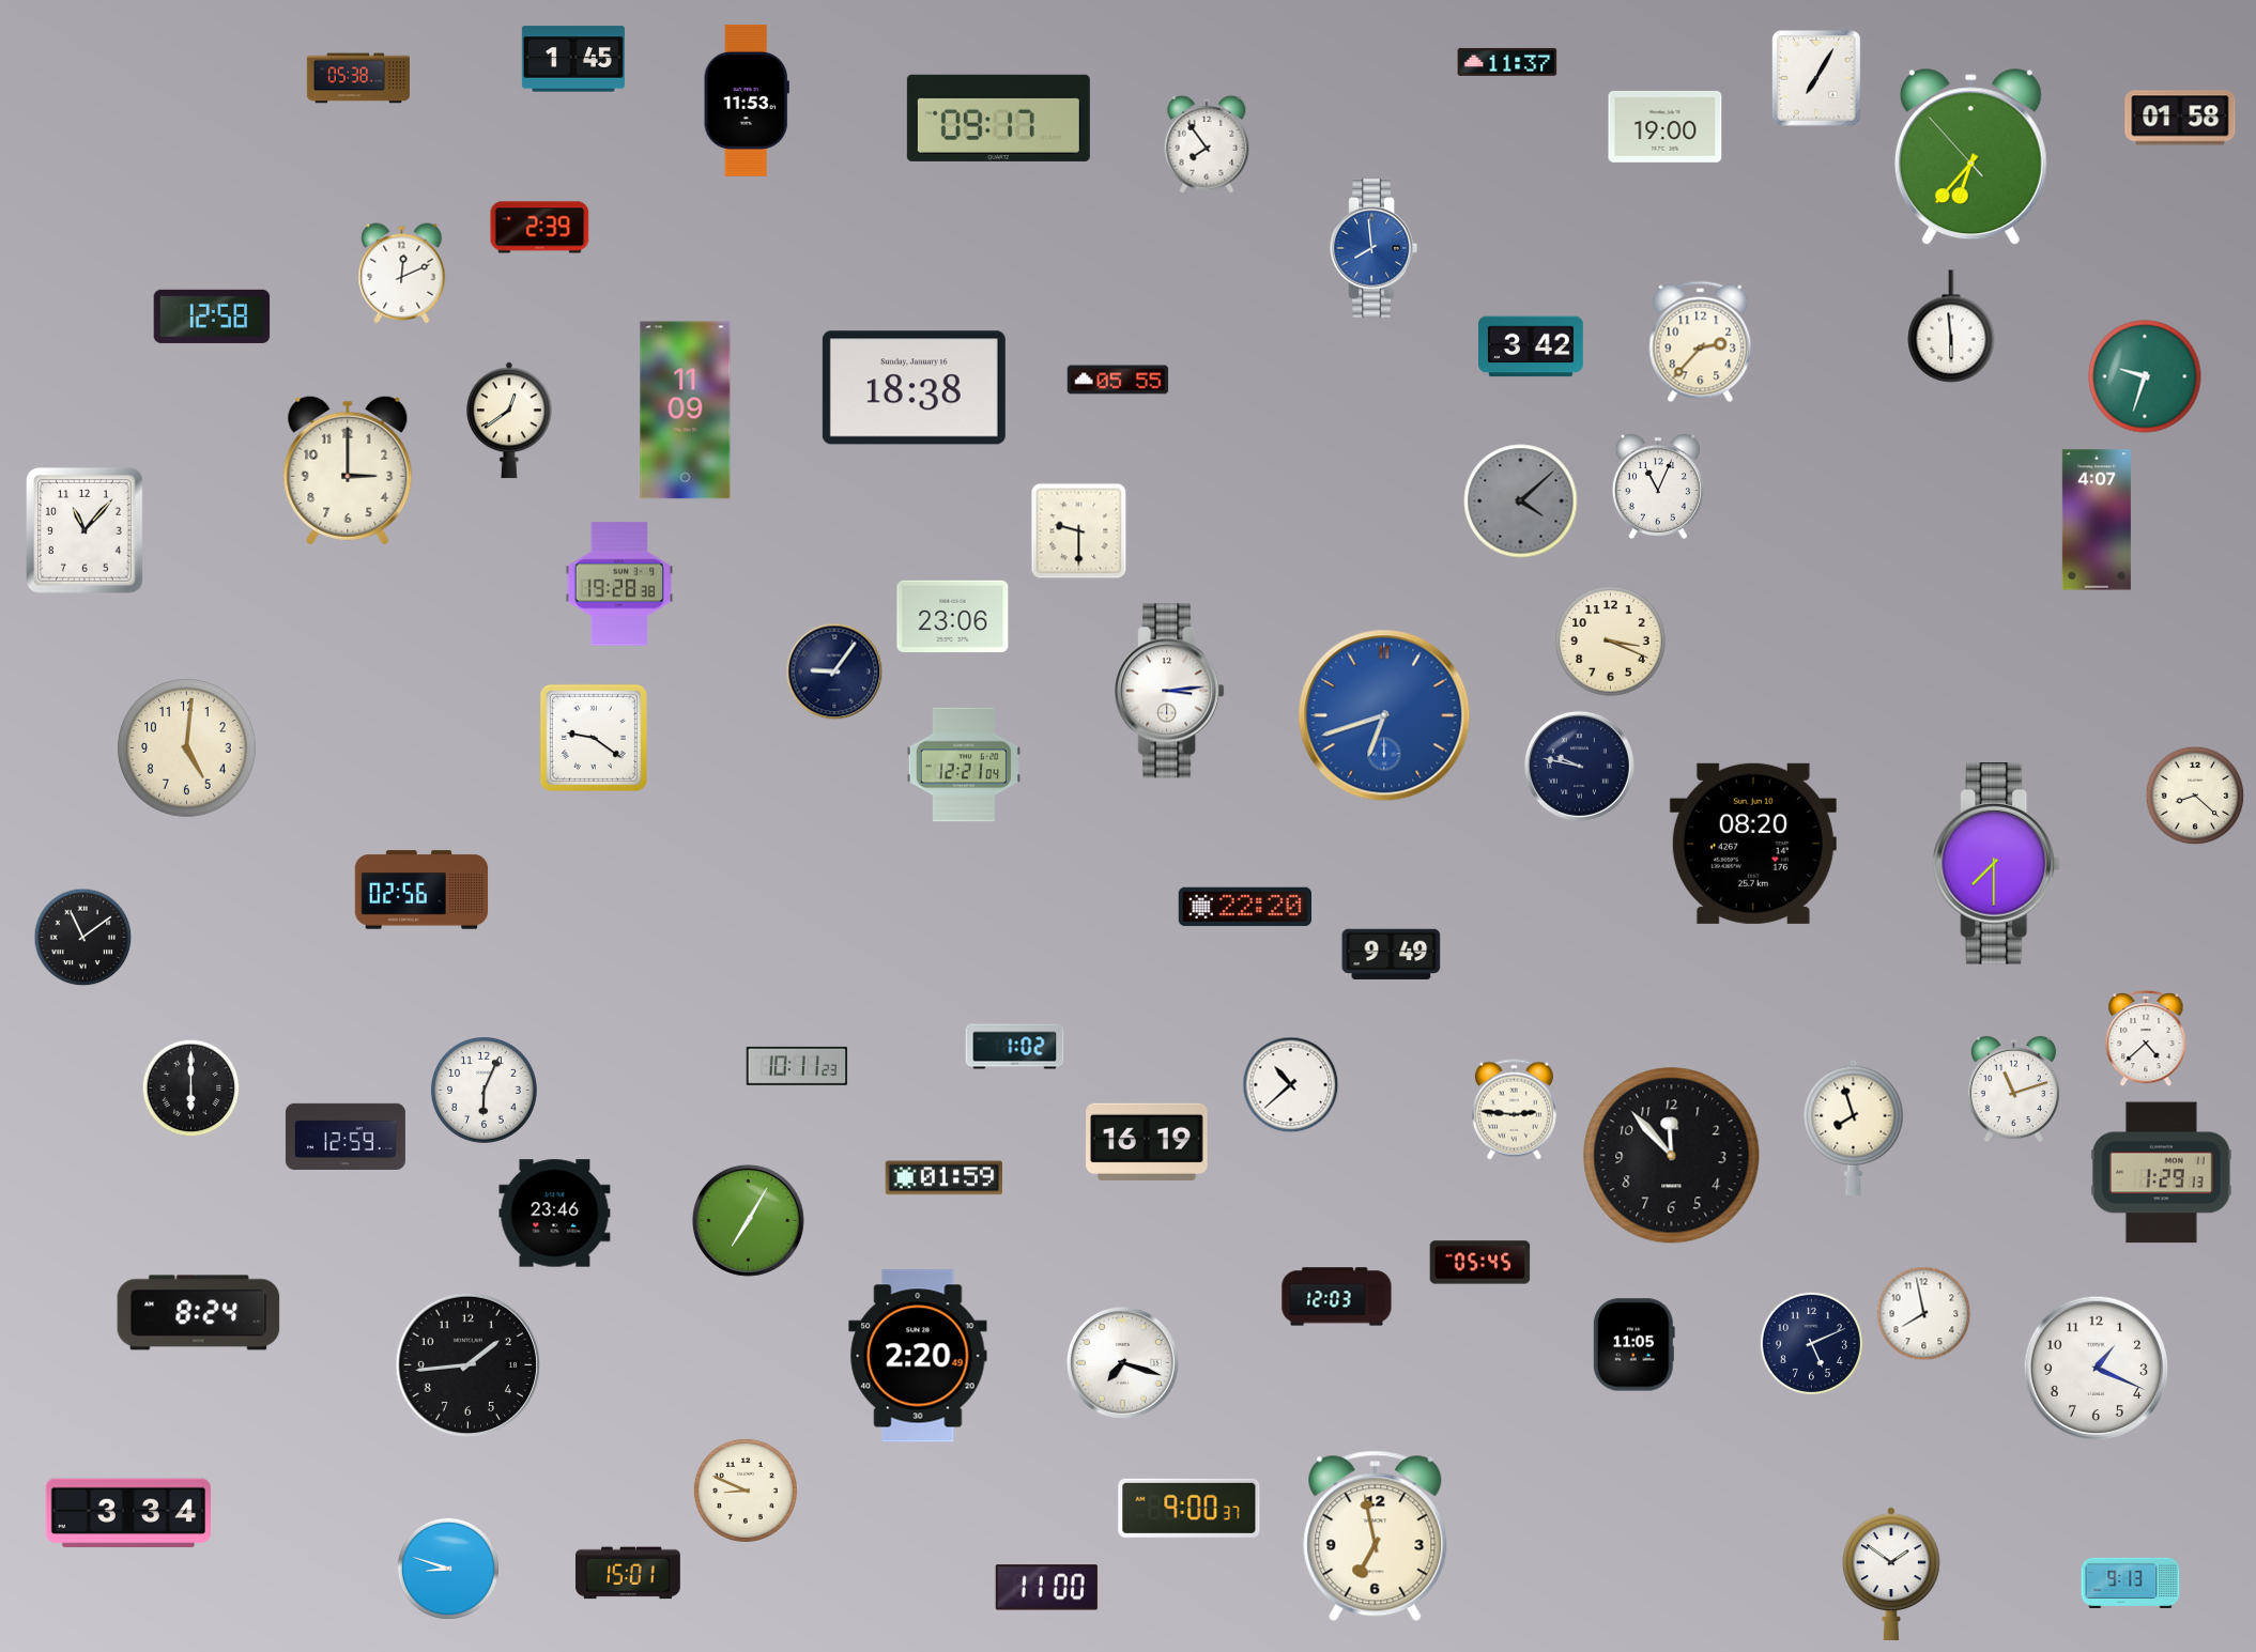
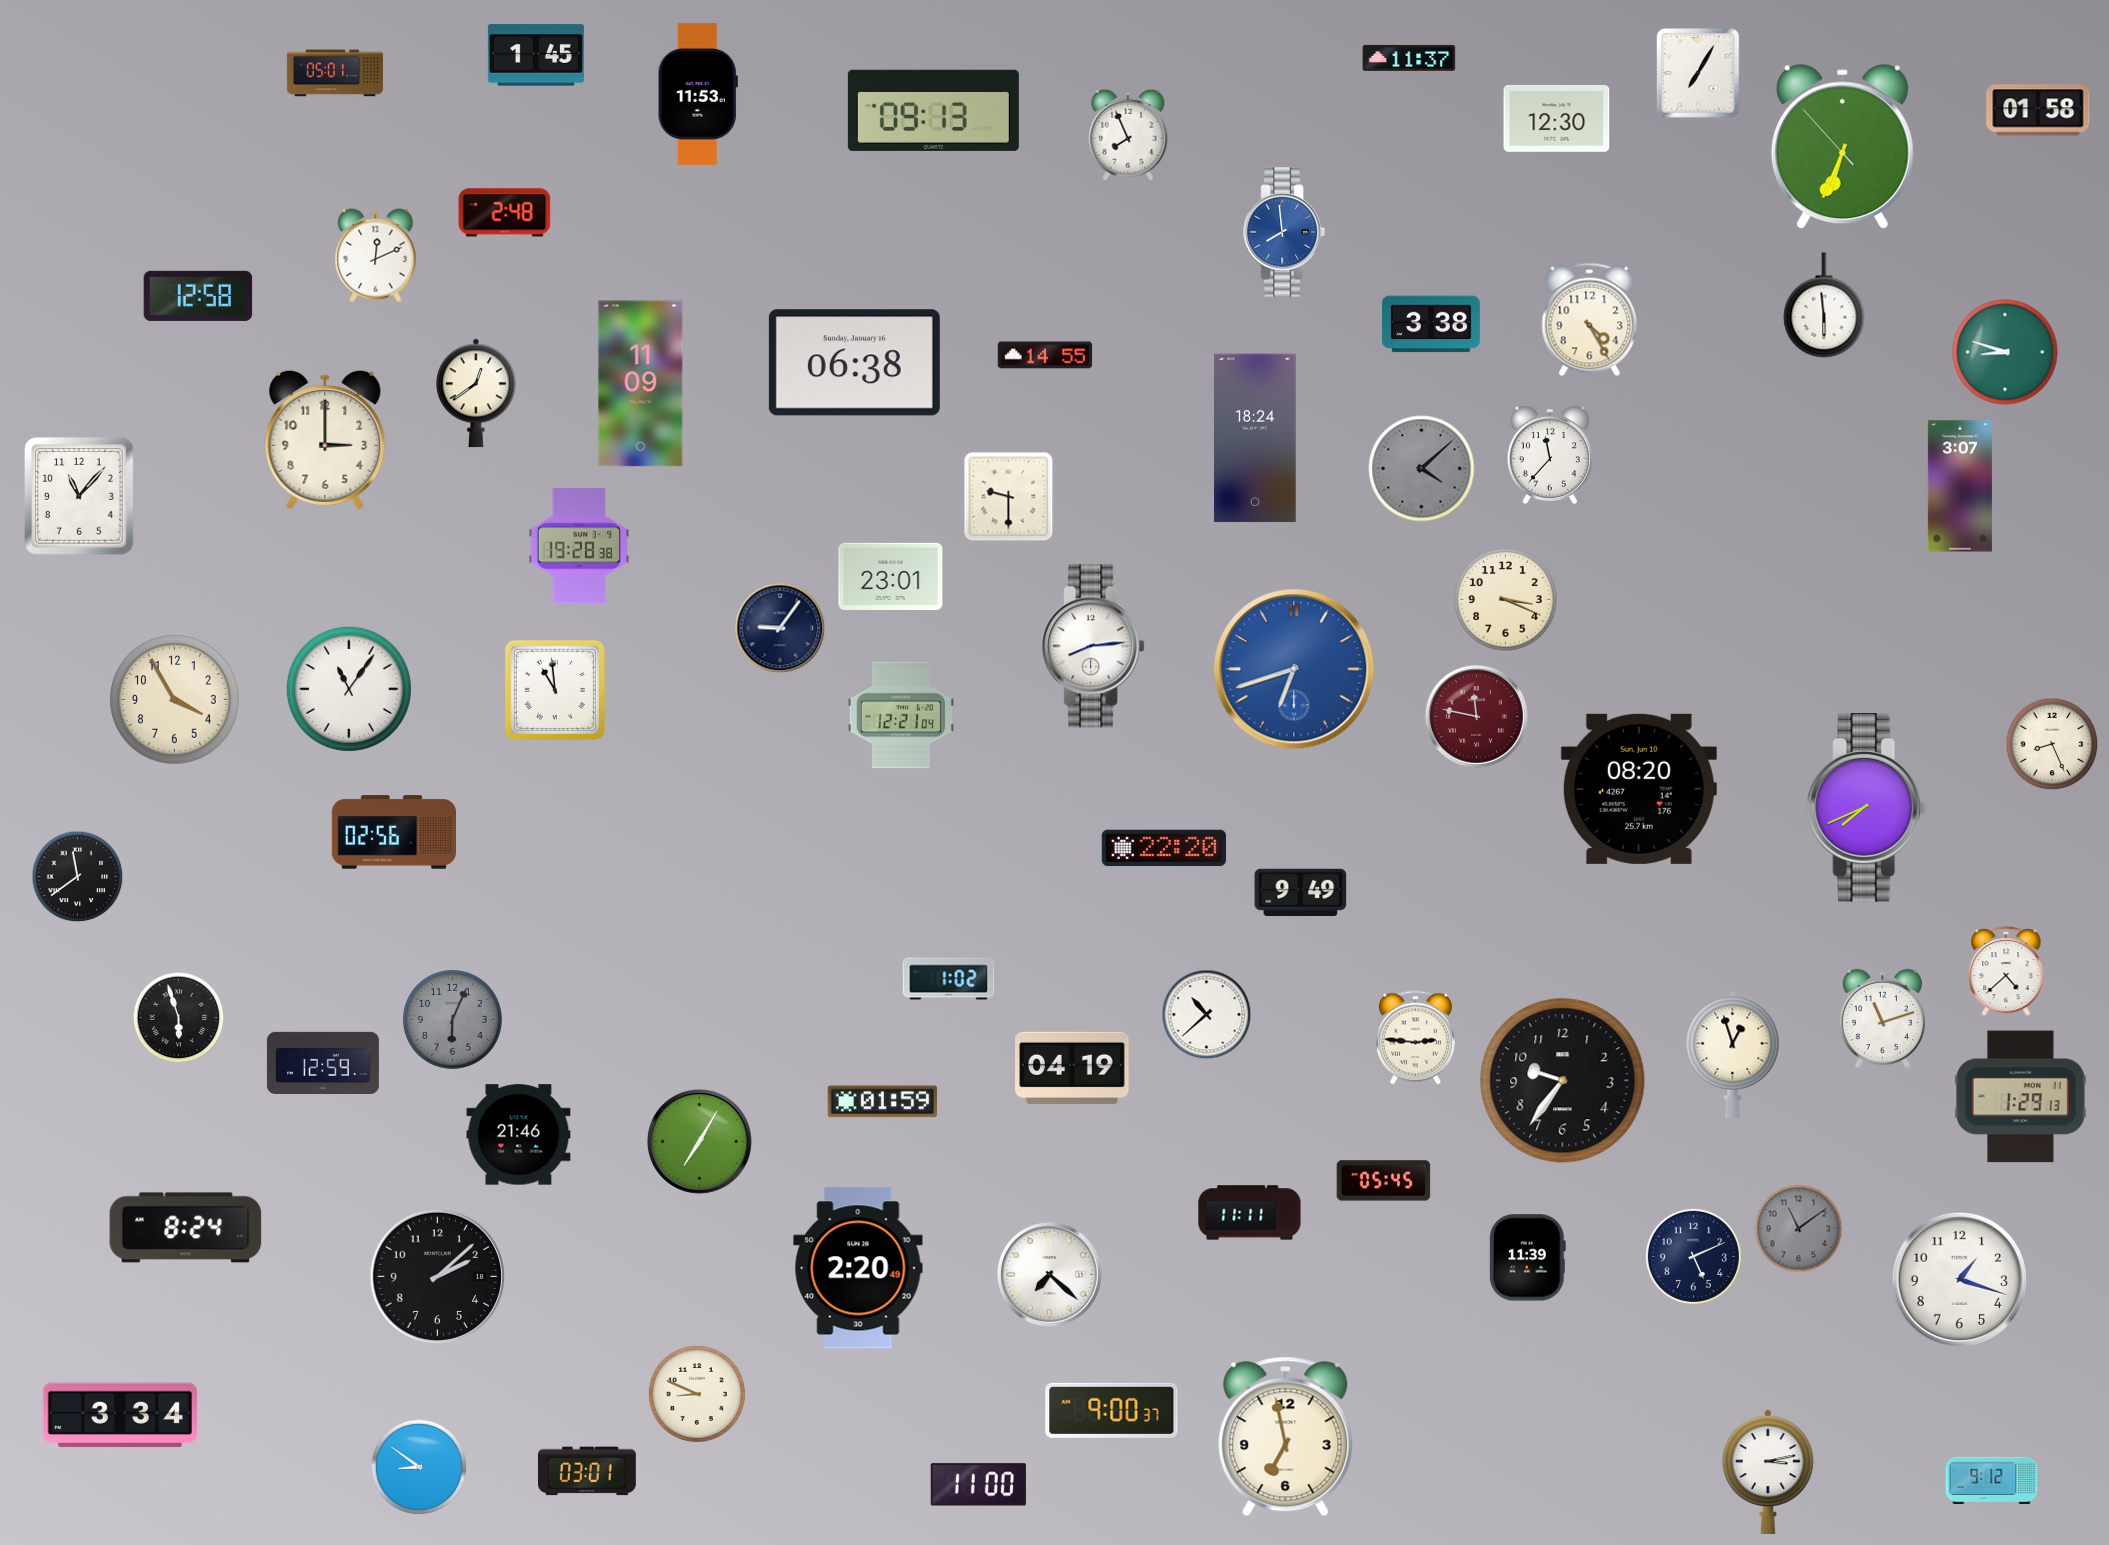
clock at (358, 78): 05:38 -> 05:01
clock at (998, 118): 09:17 -> 09:13
clock at (1666, 126): 19:00 -> 12:30
clock at (1207, 144): 7:54 -> 7:56
clock at (1970, 157): 6:36 -> 6:33
clock at (540, 228): 2:39 -> 2:48
clock at (1701, 342): 2:37 -> 4:25
clock at (1531, 346): 3:42 -> 3:38
clock at (2145, 376): 9:33 -> 8:48
clock at (1118, 380): 05:55 -> 14:55
clock at (914, 388): 18:38 -> 06:38
clock at (1256, 438): none -> 18:24
clock at (1658, 487): 11:04 -> 11:37
clock at (2097, 520): 4:07 -> 3:07
clock at (953, 616): 23:06 -> 23:01
clock at (1169, 691): 3:14 -> 8:14
clock at (349, 689): none -> 11:06
clock at (594, 738): 9:21 -> 10:59
clock at (187, 748): 5:01 -> 3:55
clock at (1579, 766): 9:47 -> 11:47
clock at (1579, 766) dial: navy -> burgundy
clock at (2195, 796): 8:22 -> 8:26
clock at (1997, 864): 7:30 -> 7:41
clock at (83, 938): 11:09 -> 11:39
clock at (797, 1066): 10:11 -> none
clock at (191, 1089): 6:00 -> 5:57
clock at (484, 1090) dial: white -> grey
clock at (1854, 1127): 7:57 -> 12:57
clock at (1147, 1142): 16:19 -> 04:19
clock at (1672, 1156): 11:53 -> 9:36
clock at (555, 1214): 23:46 -> 21:46
clock at (1337, 1297): 12:03 -> 11:11
clock at (1924, 1314): 7:58 -> 11:09
clock at (1924, 1314) dial: white -> grey
clock at (1633, 1345): 11:05 -> 11:39
clock at (1123, 1363): 7:18 -> 7:22
clock at (467, 1364): 1:44 -> 2:08
clock at (2096, 1368): 1:19 -> 1:18
clock at (448, 1569): 8:48 -> 8:51
clock at (628, 1573): 15:01 -> 03:01
clock at (1891, 1573): 1:51 -> 3:13
clock at (2131, 1582): 9:13 -> 9:12
